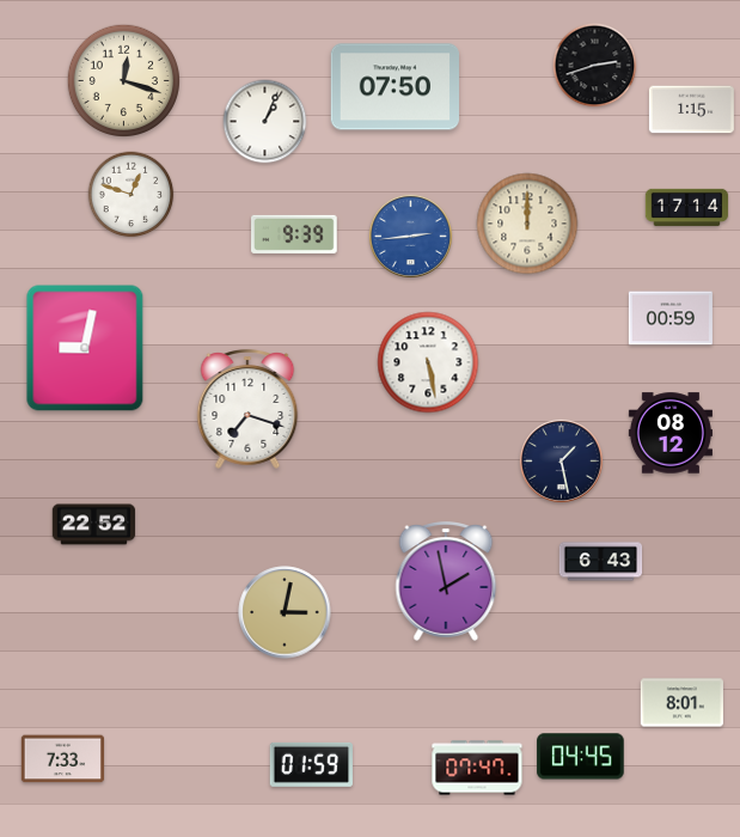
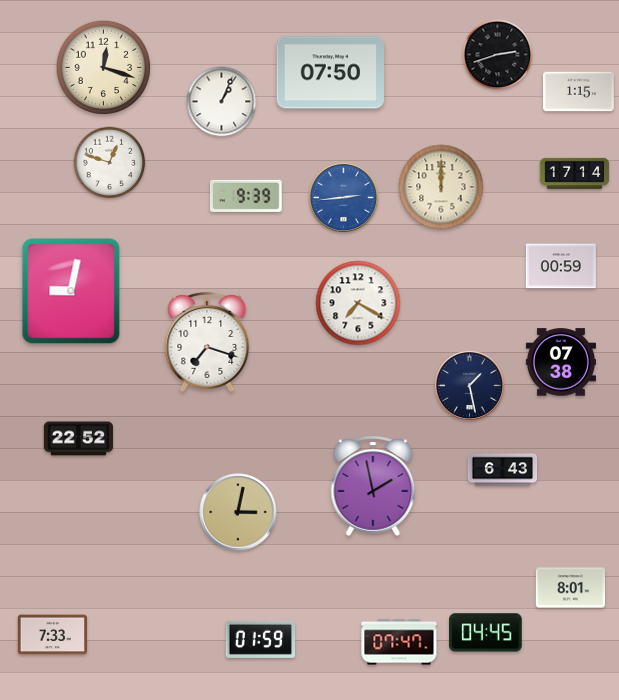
clock at (428, 362): 5:28 -> 7:20
clock at (671, 433): 08:12 -> 07:38
